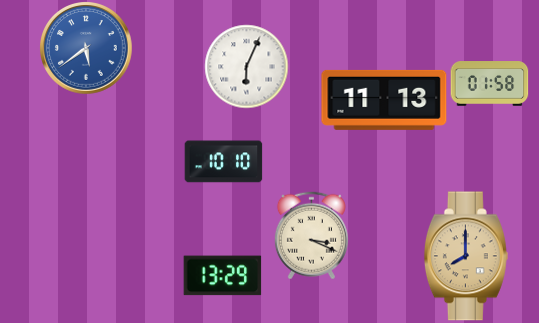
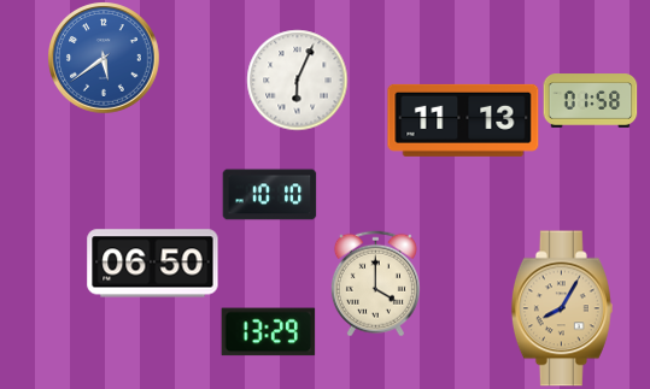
clock at (153, 264): none -> 06:50
clock at (311, 235): 3:19 -> 4:00
clock at (466, 256): 8:00 -> 8:05
